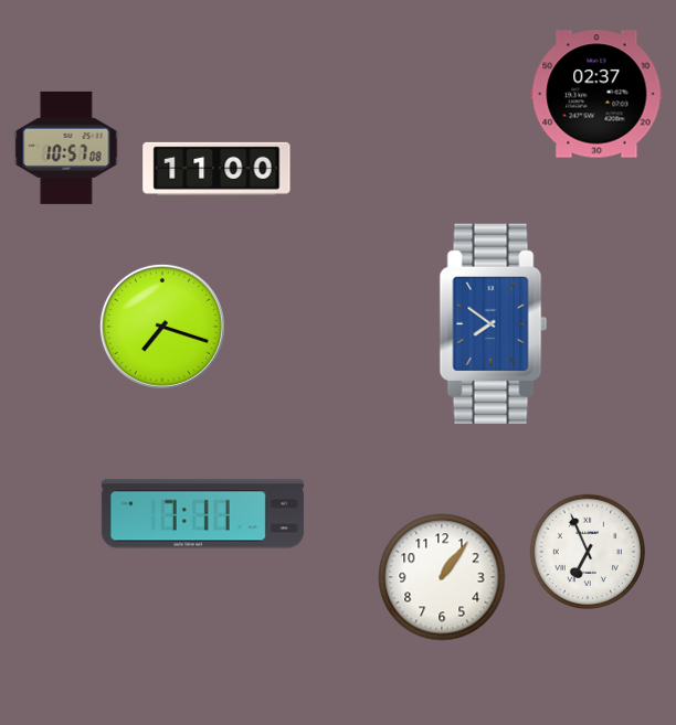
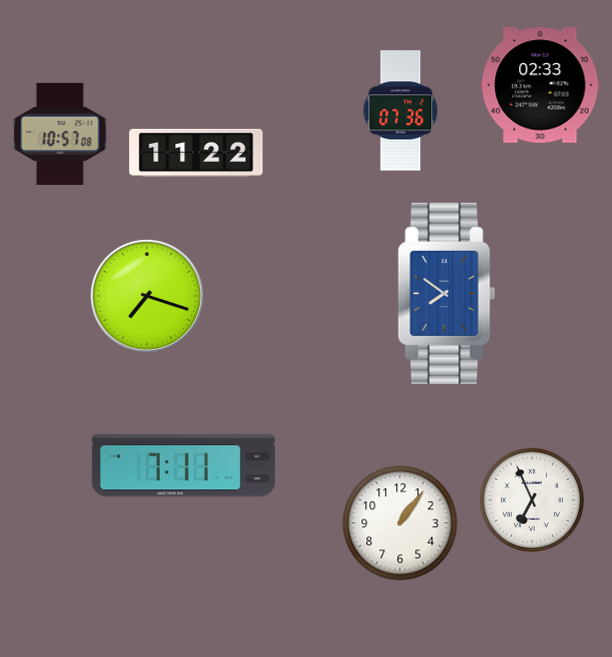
clock at (596, 94): 02:37 -> 02:33
clock at (401, 111): none -> 07:36
clock at (216, 169): 11:00 -> 11:22
